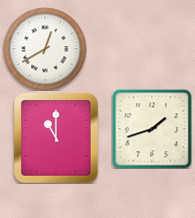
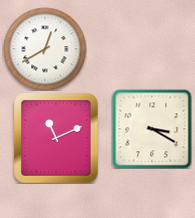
clock at (152, 129): 1:42 -> 3:20
clock at (56, 138): 11:00 -> 11:11
